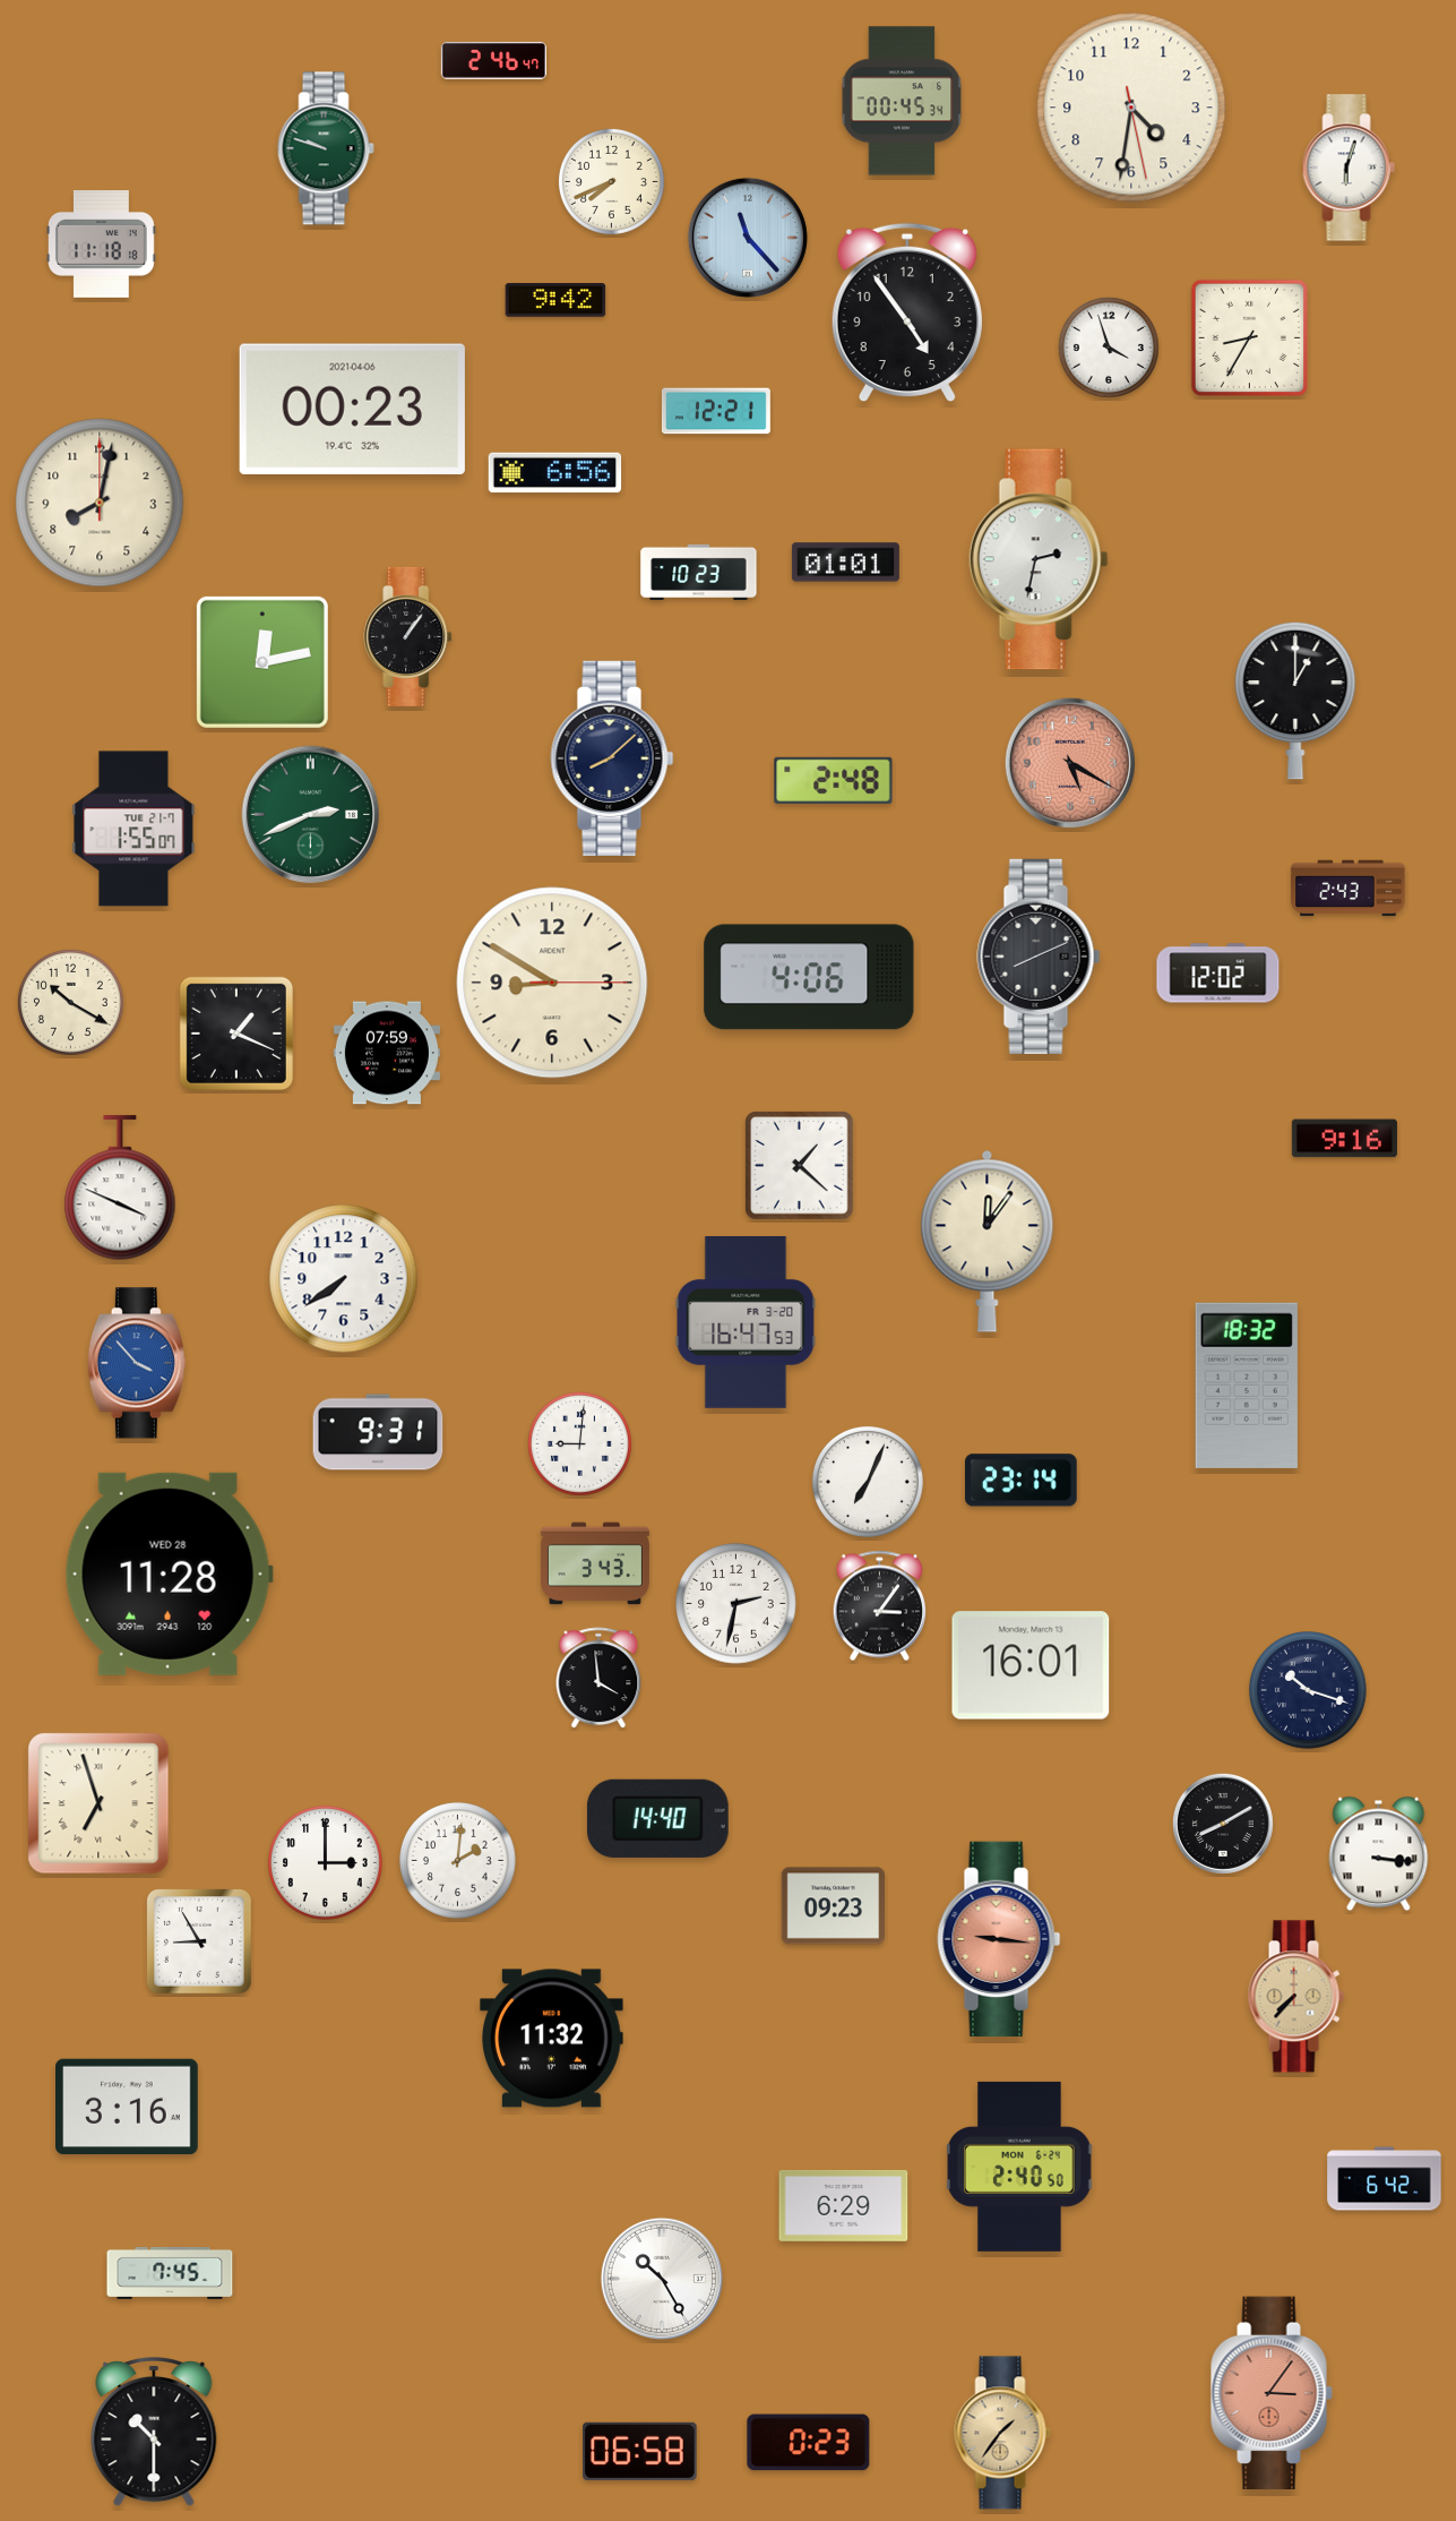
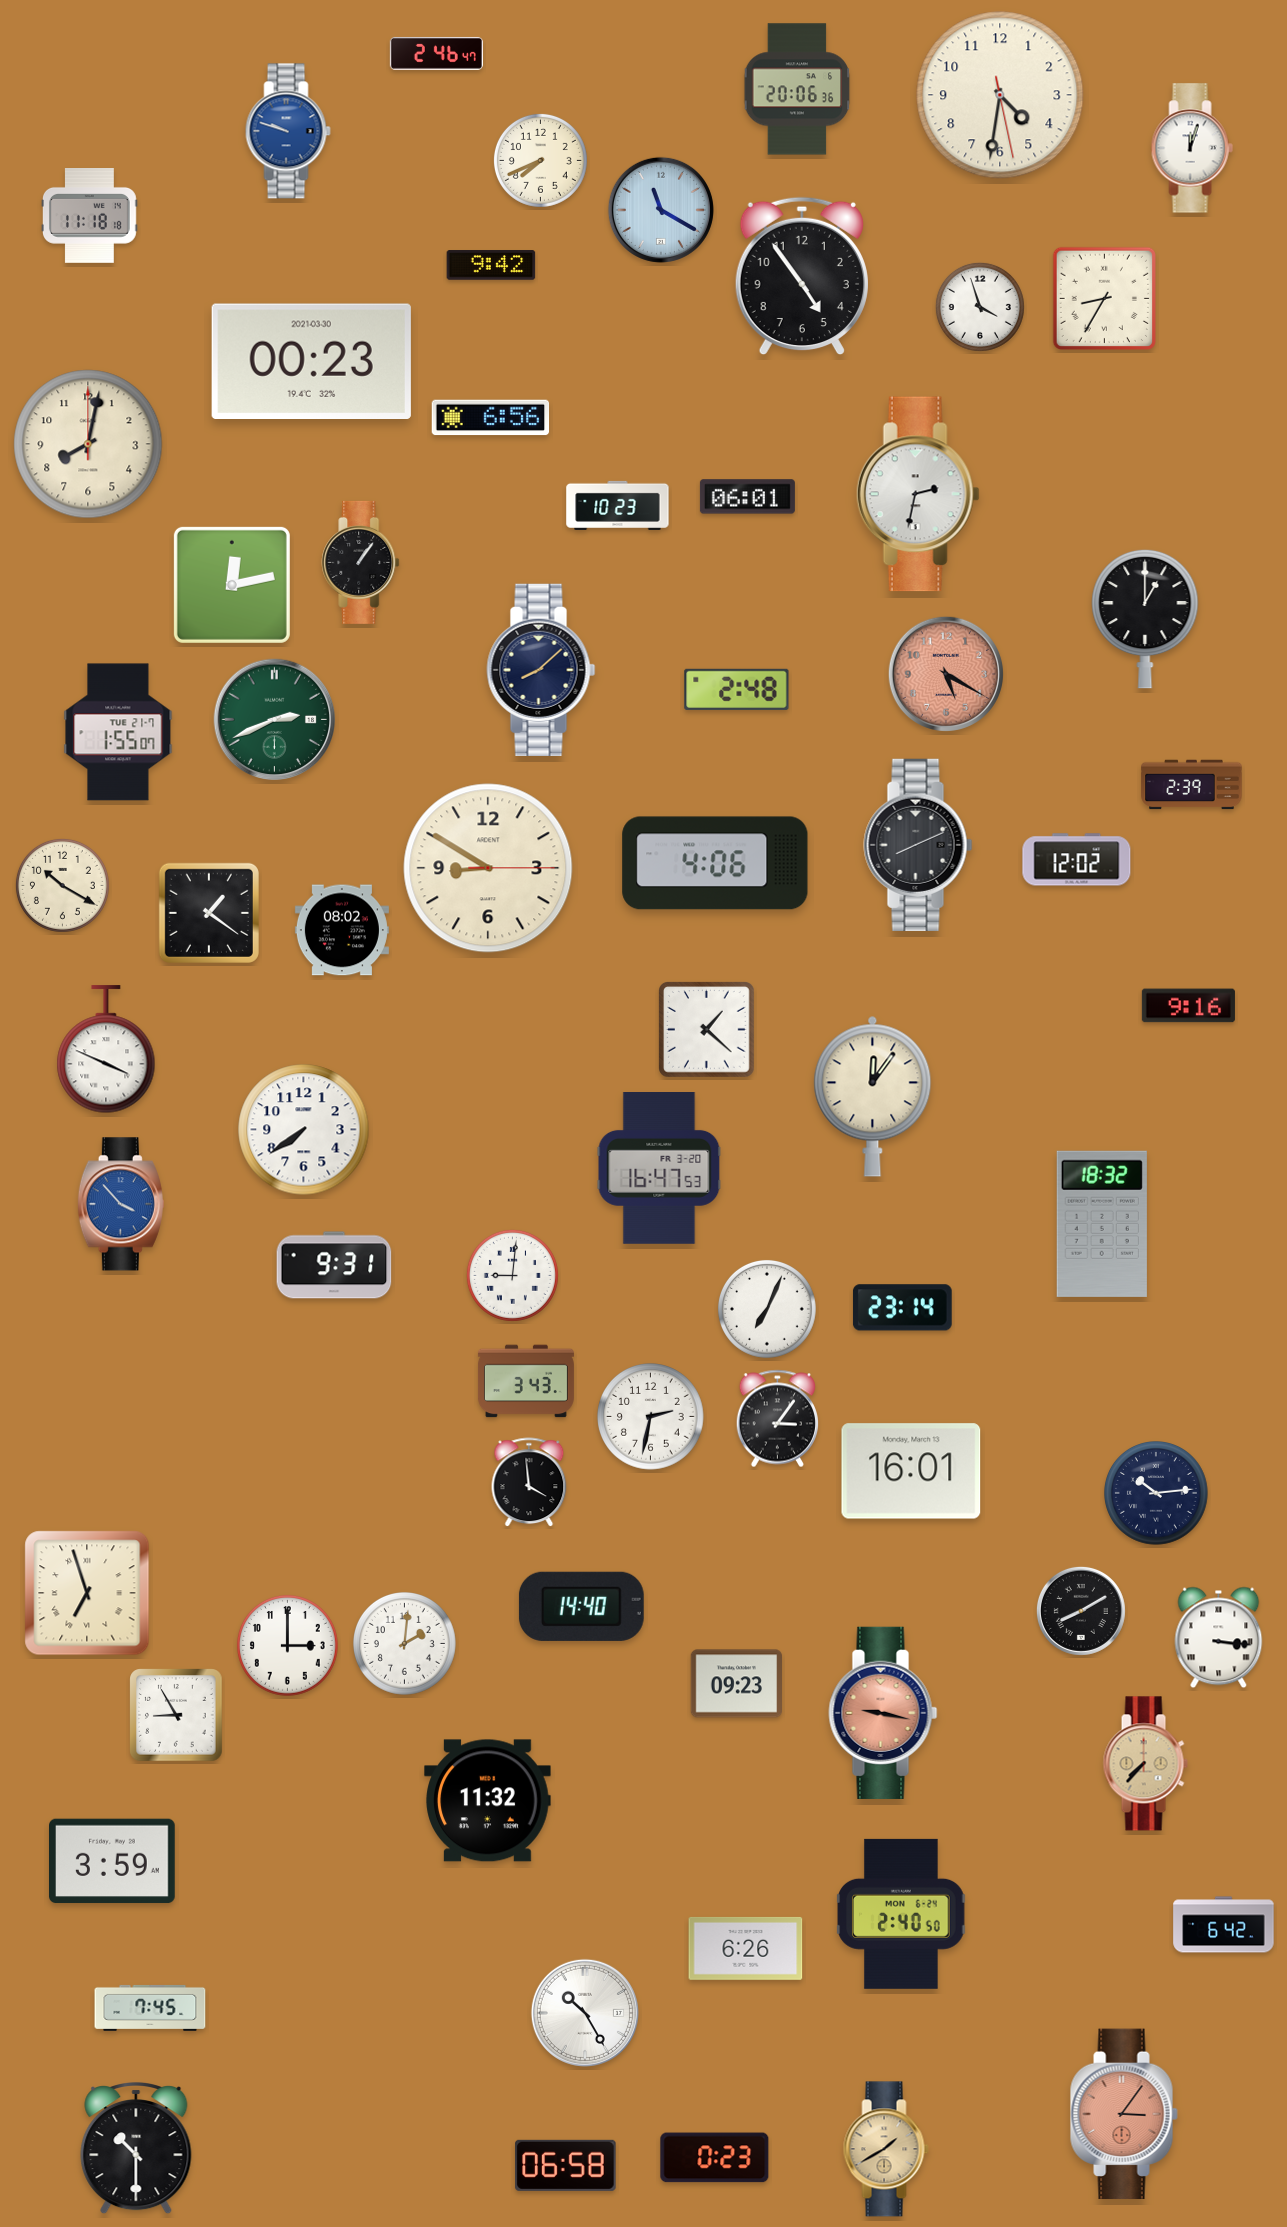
clock at (902, 101): 00:45 -> 20:06
clock at (326, 148) dial: green -> blue
clock at (1349, 168): 6:03 -> 12:03
clock at (748, 238): 11:23 -> 11:20
clock at (352, 409) date: 2021-04-06 -> 2021-03-30
clock at (716, 411): 12:21 -> none
clock at (845, 563): 01:01 -> 06:01
clock at (1349, 889): 2:43 -> 2:39
clock at (236, 1034): 1:19 -> 1:21
clock at (387, 1053): 07:59 -> 08:02
clock at (169, 1574): 11:28 -> none
clock at (1309, 1691): 10:18 -> 10:14
clock at (999, 1939): 9:16 -> 9:17
clock at (128, 2107): 3:16 -> 3:59
clock at (844, 2205): 6:29 -> 6:26
clock at (1002, 2433): 1:36 -> 1:40
